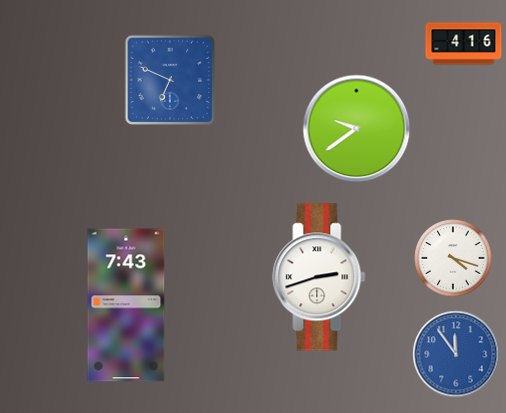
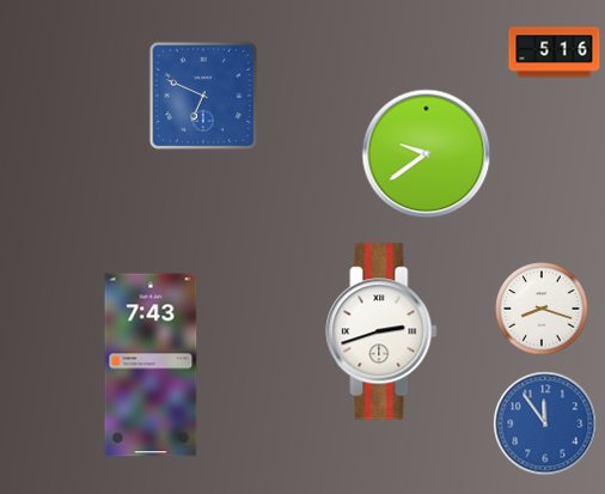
clock at (464, 44): 4:16 -> 5:16
clock at (453, 258): 4:18 -> 8:18
